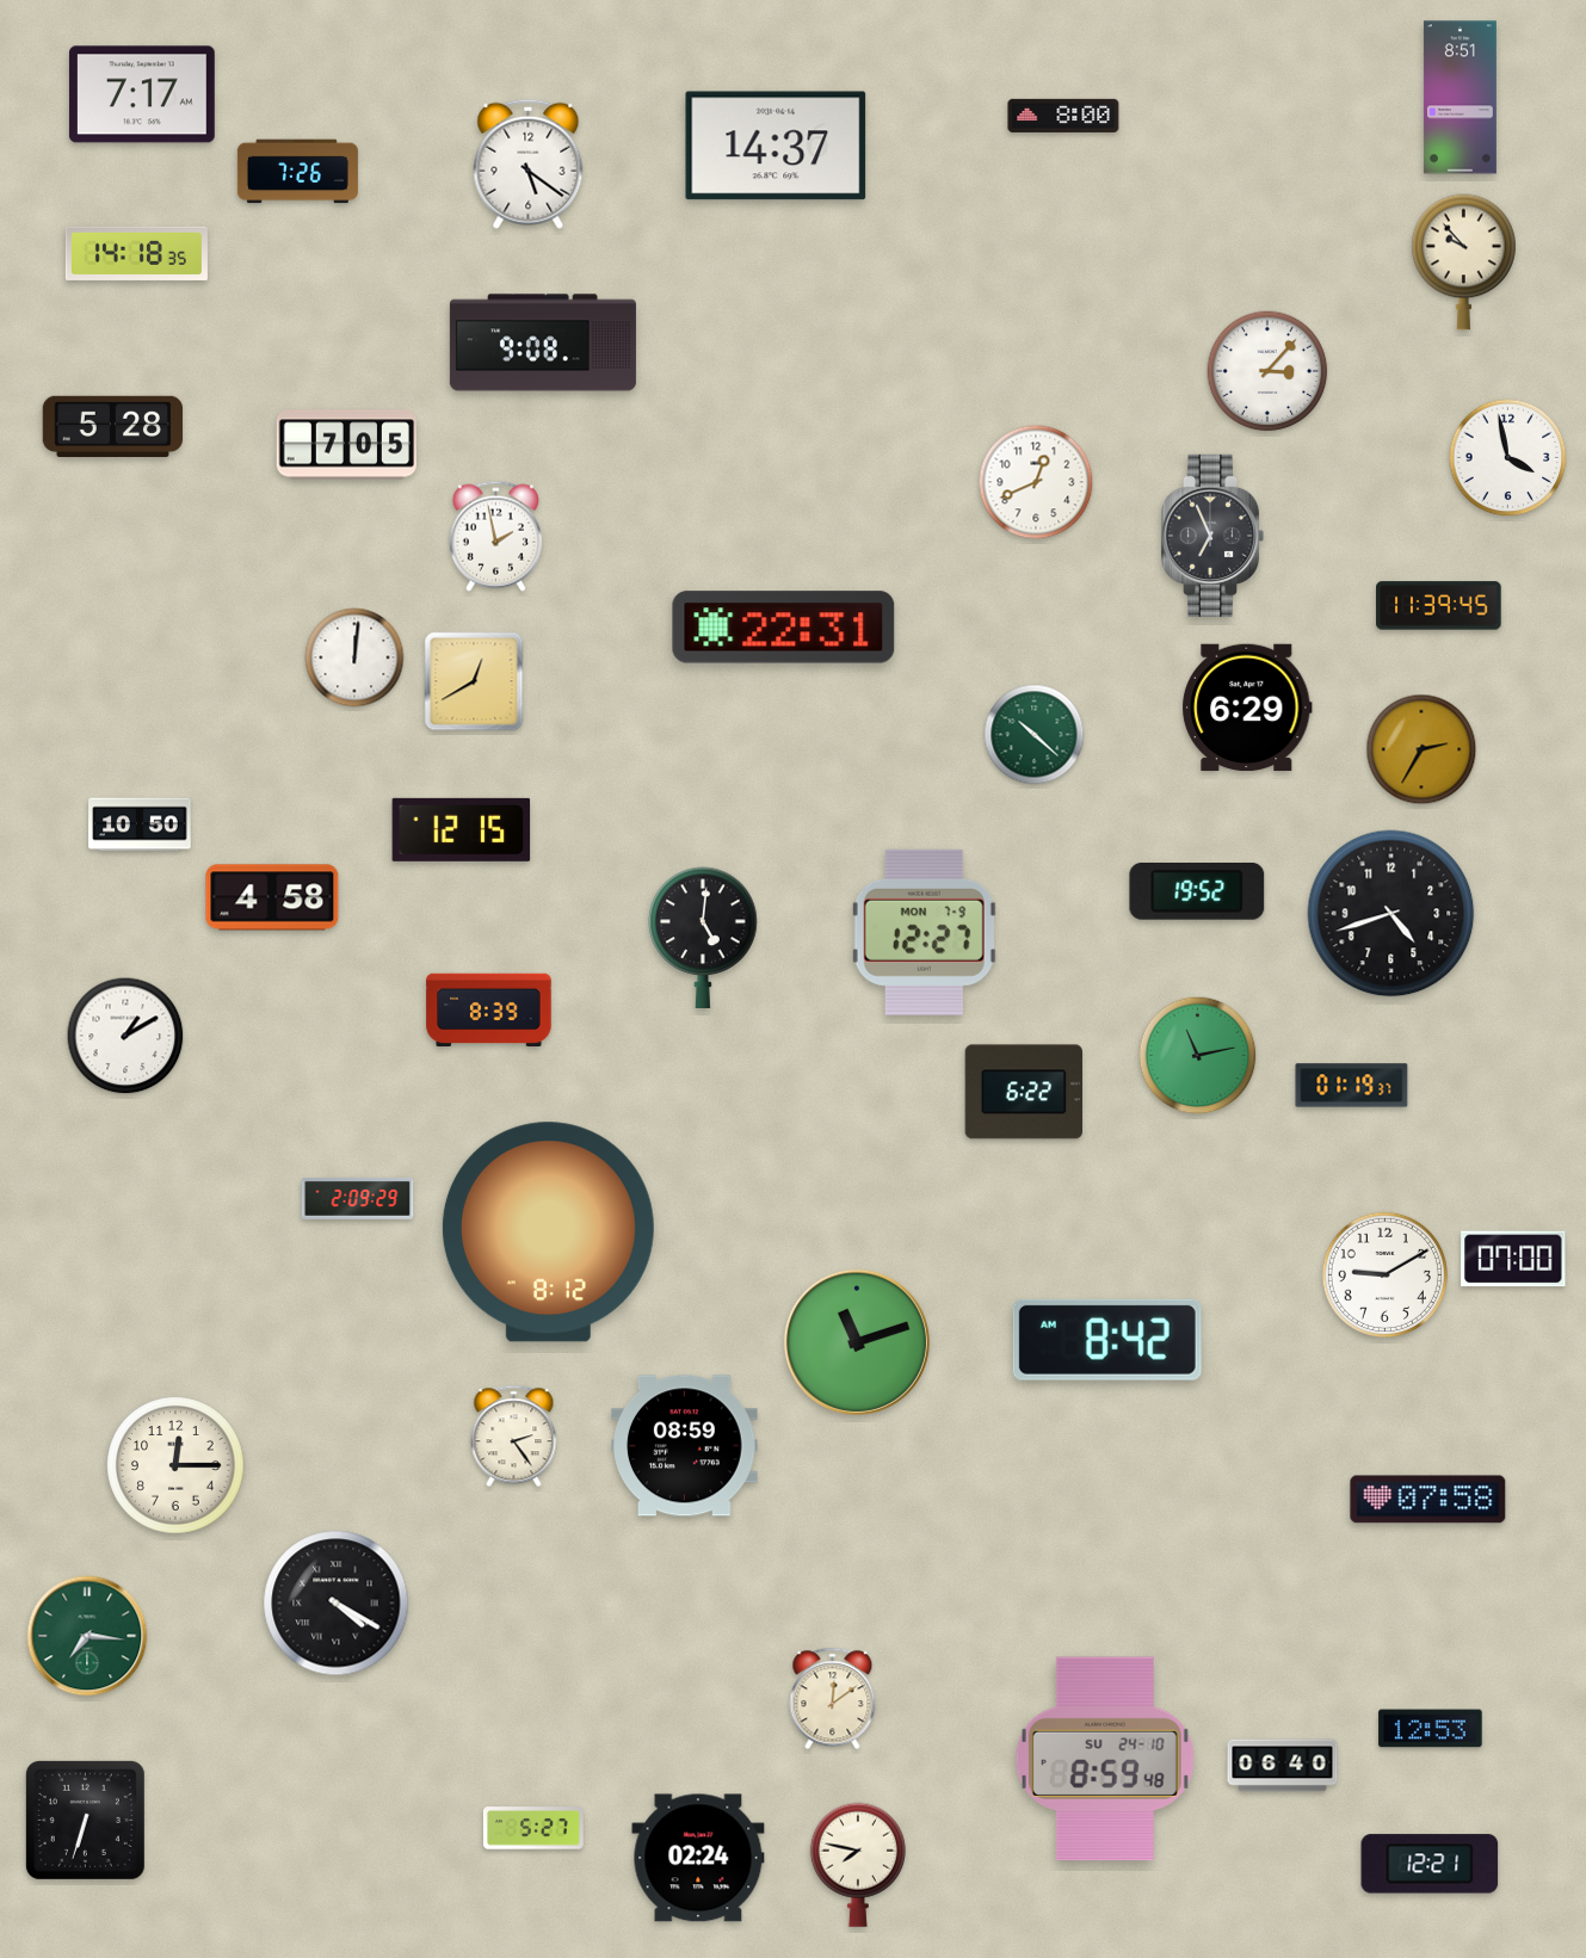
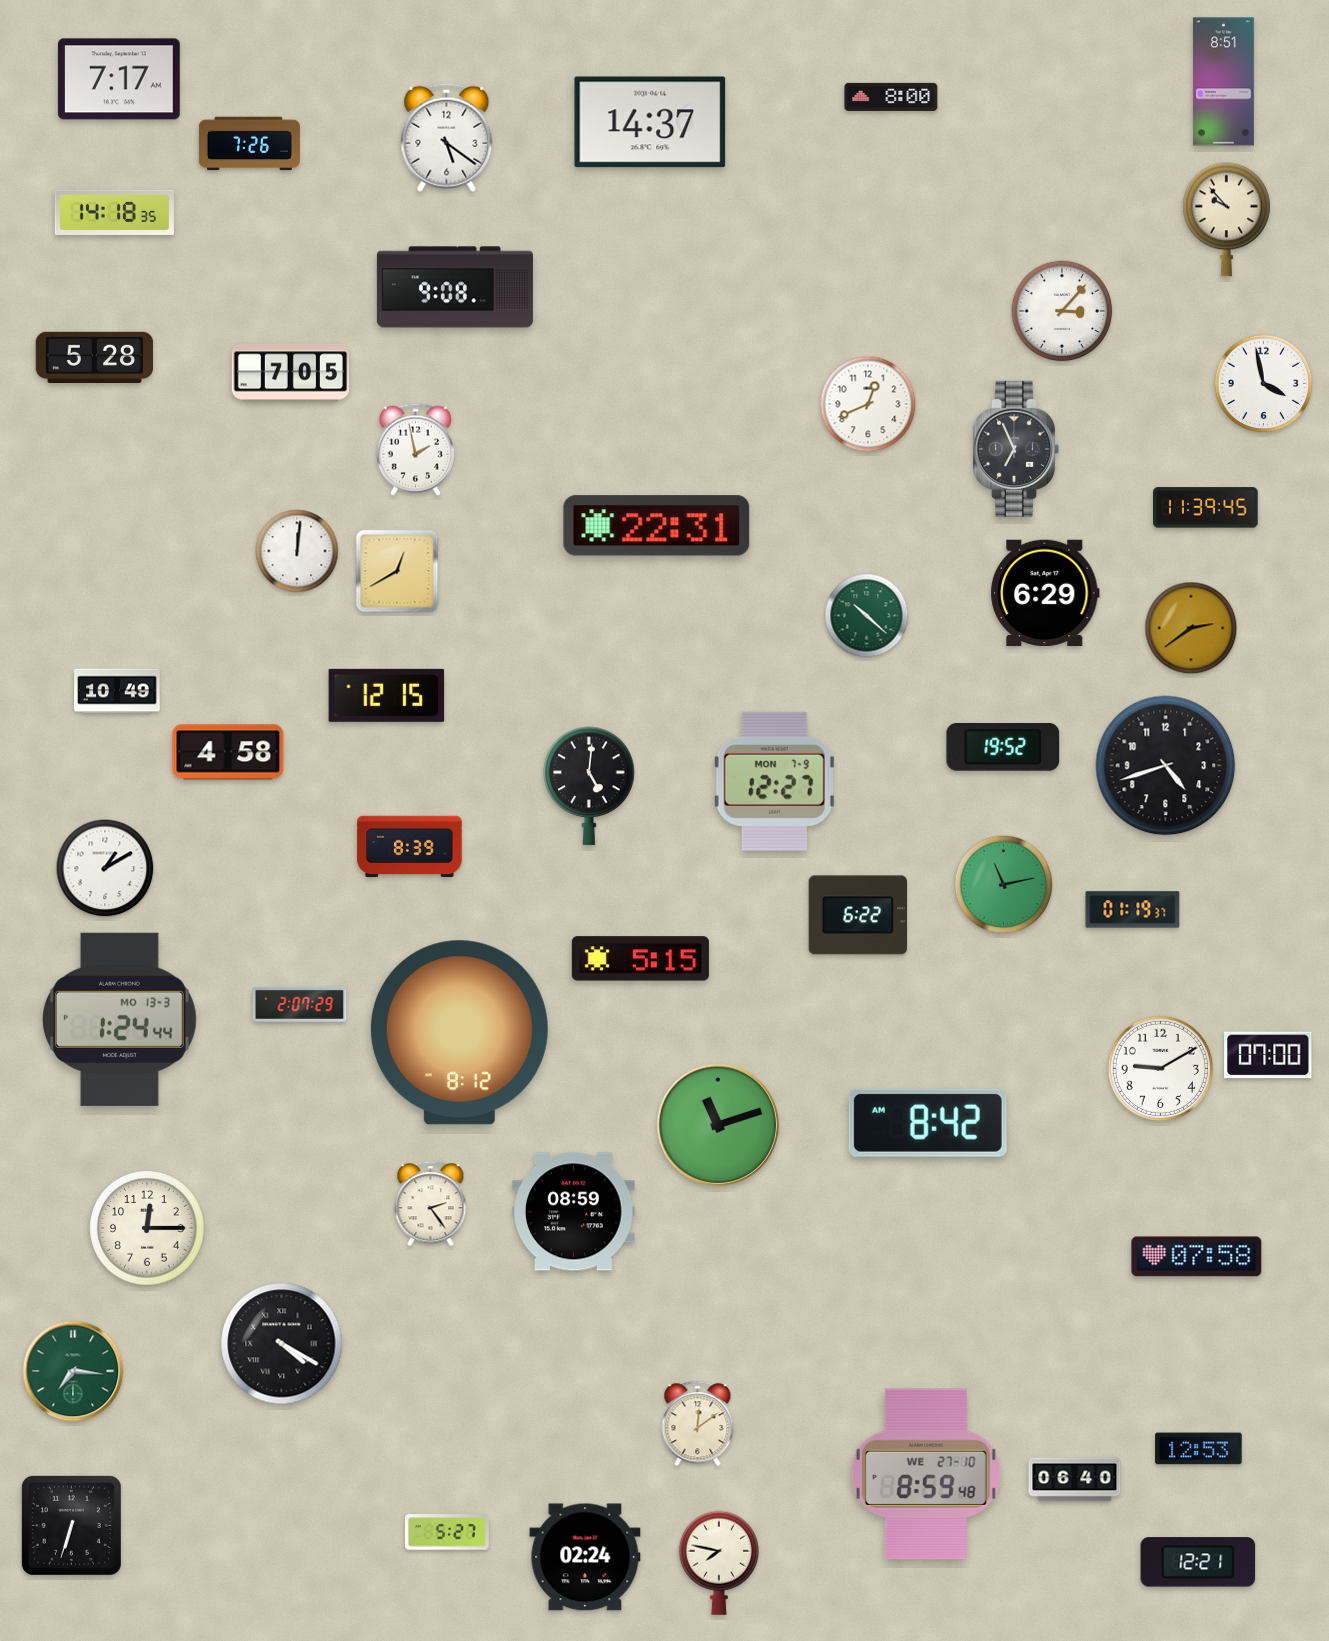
clock at (529, 163) position: (529, 163) -> (447, 137)
clock at (1421, 749): 2:35 -> 2:39
clock at (140, 824): 10:50 -> 10:49
clock at (640, 959): none -> 5:15
clock at (358, 1198): 2:09 -> 2:07
clock at (119, 1019): none -> 1:24
clock at (1105, 1759) date: SU 24-10 -> WE 27-10
